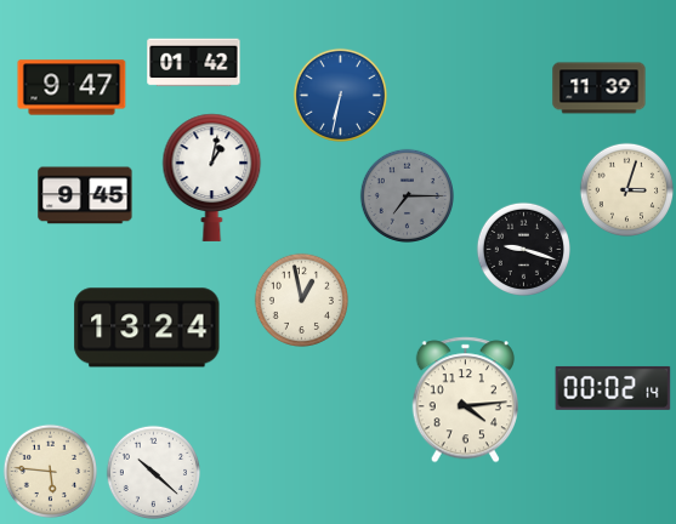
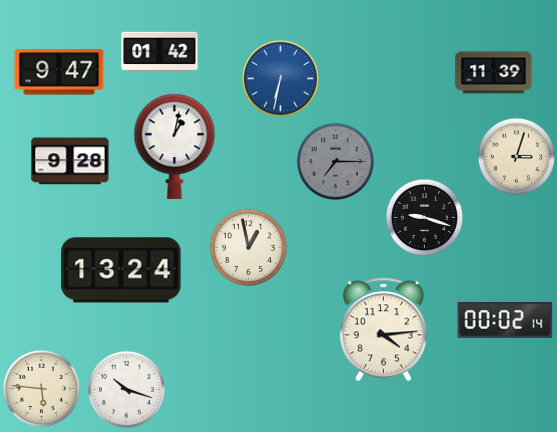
clock at (85, 195): 9:45 -> 9:28
clock at (523, 249) position: (523, 249) -> (424, 217)
clock at (153, 472): 10:22 -> 10:18
